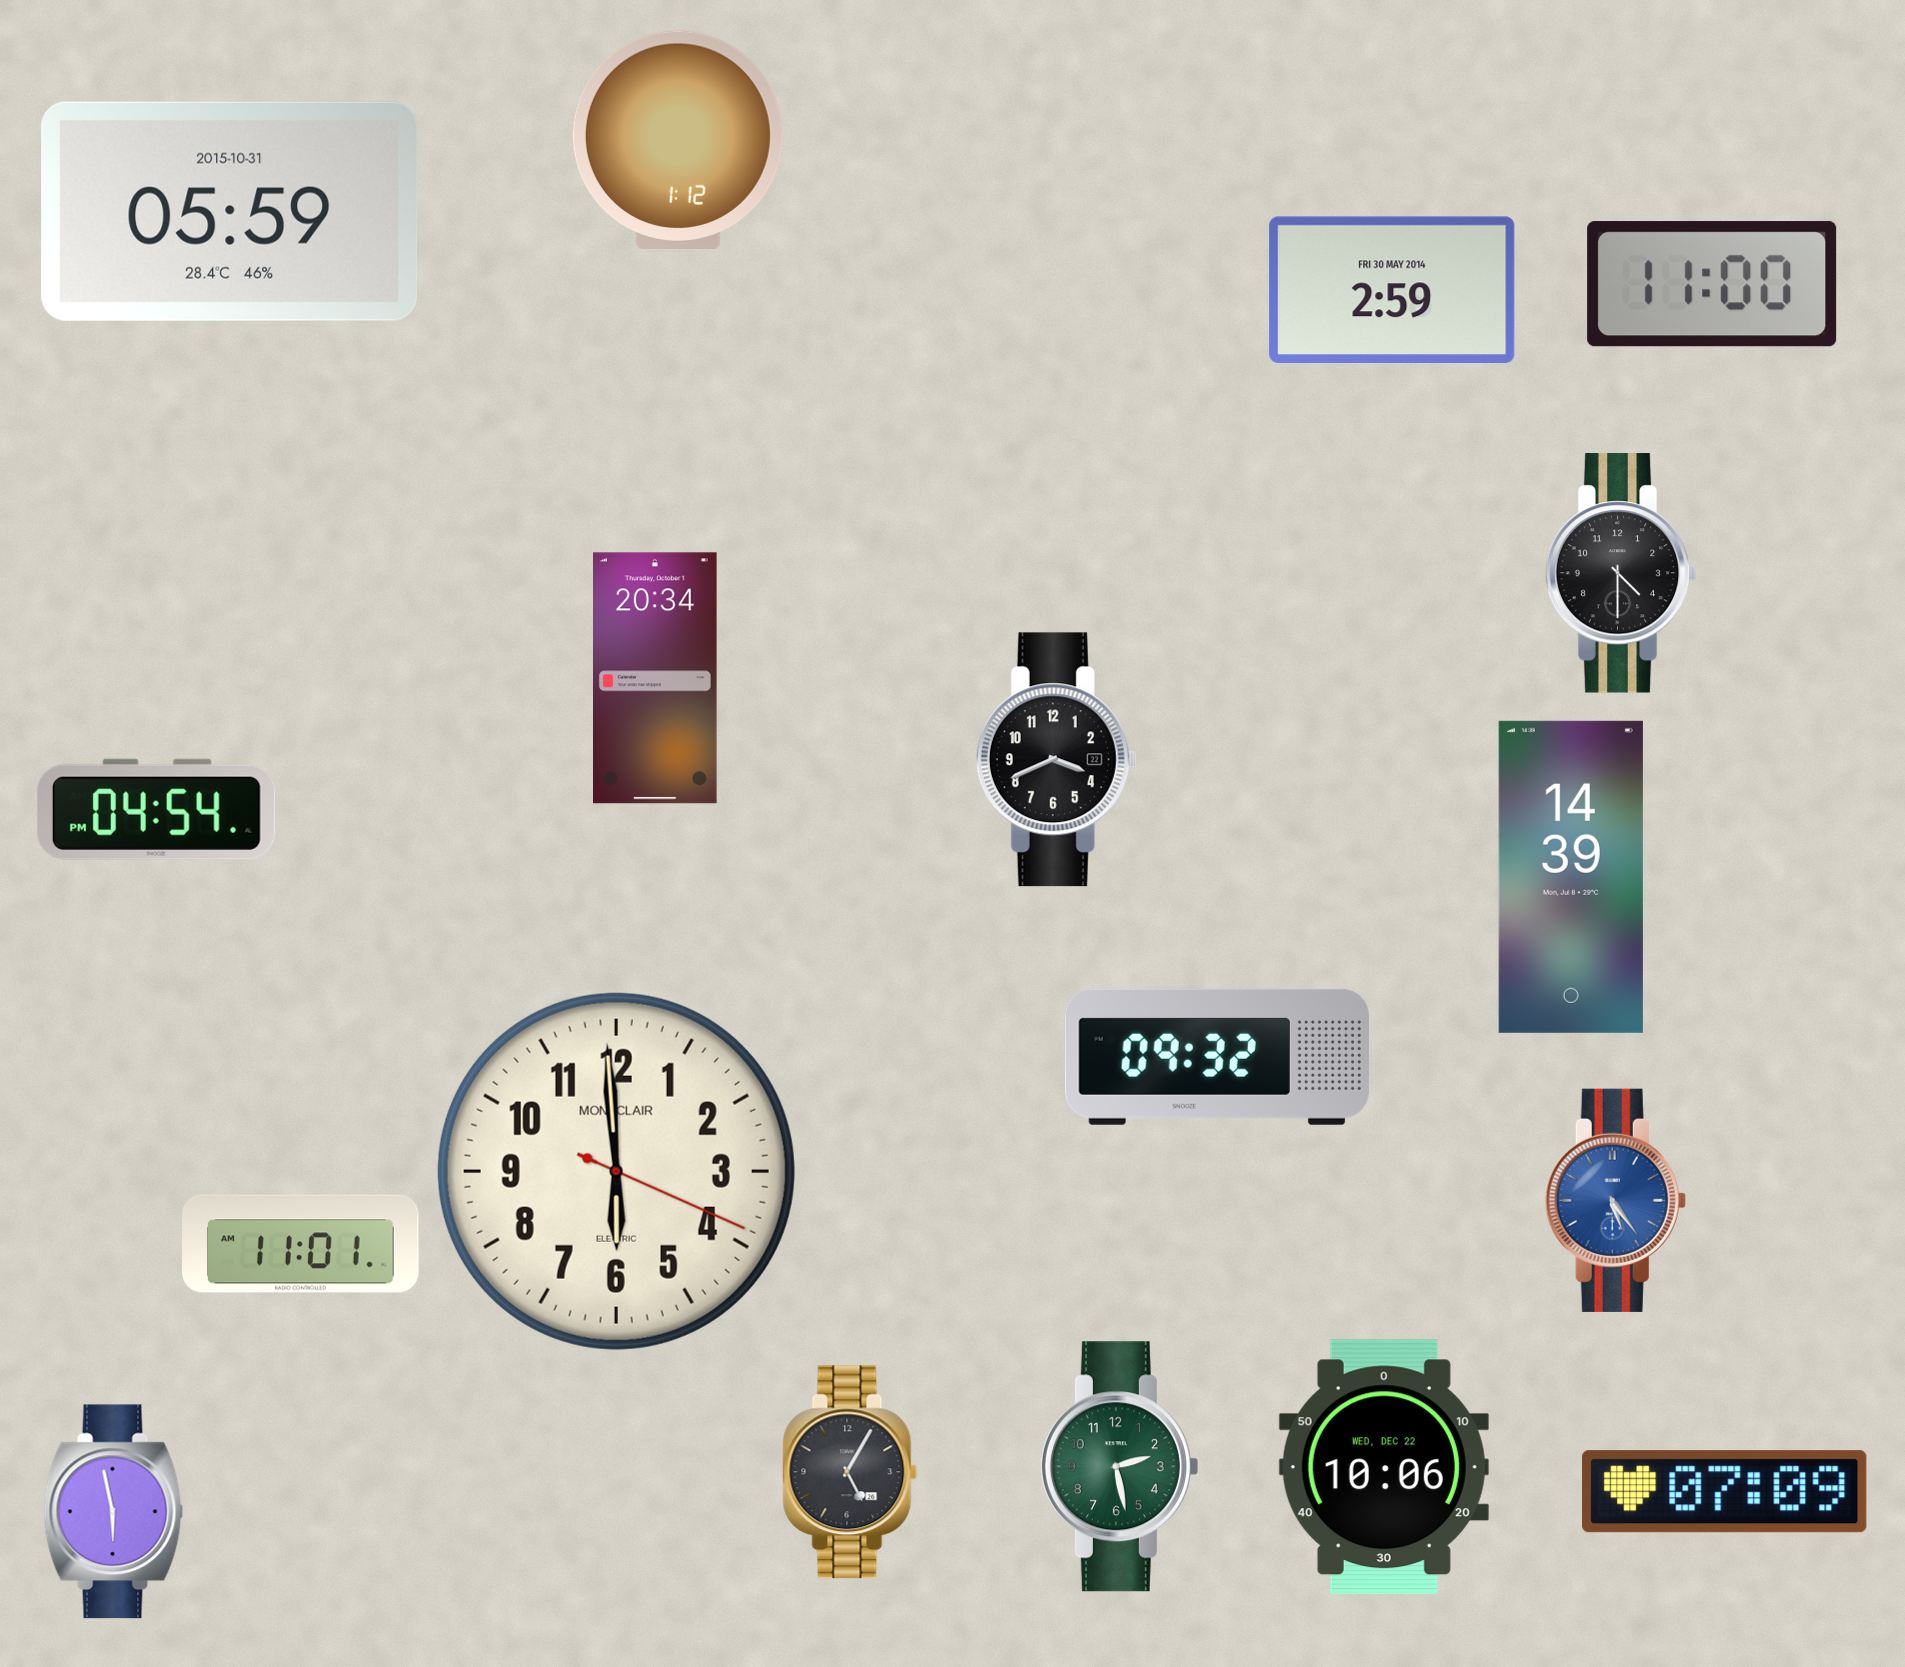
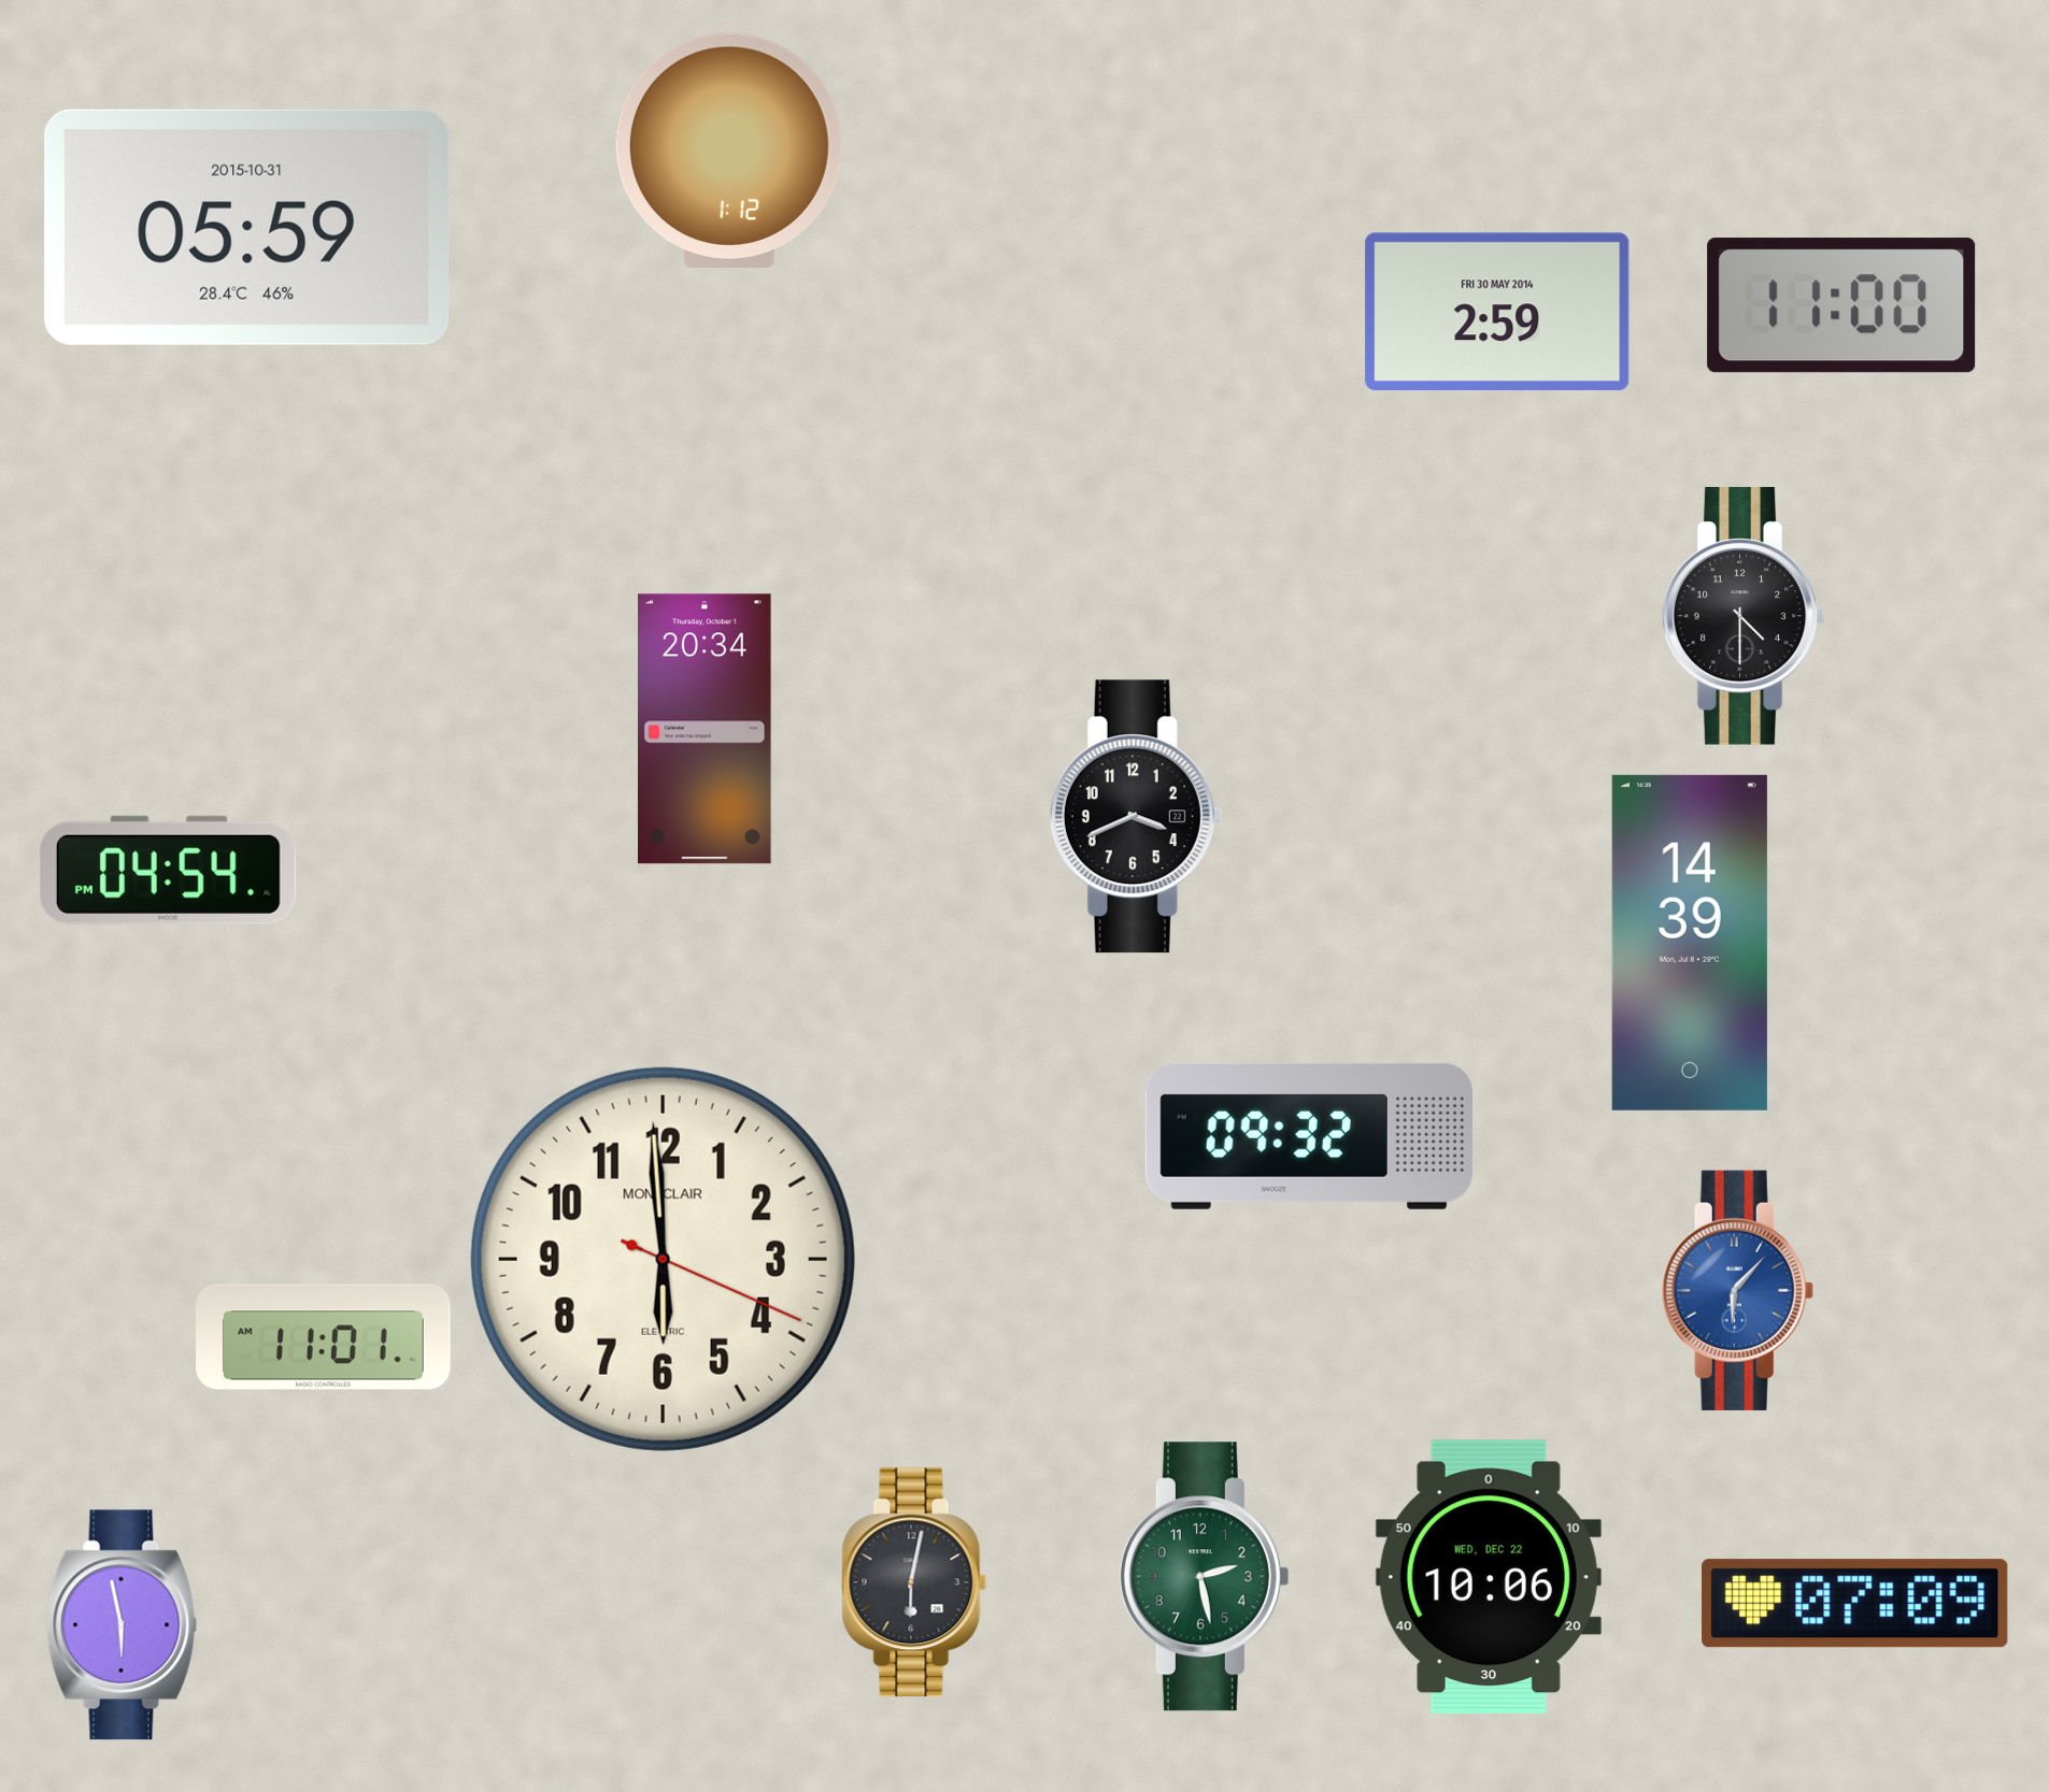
clock at (1615, 1200): 5:24 -> 6:07
clock at (850, 1472): 5:05 -> 6:02
